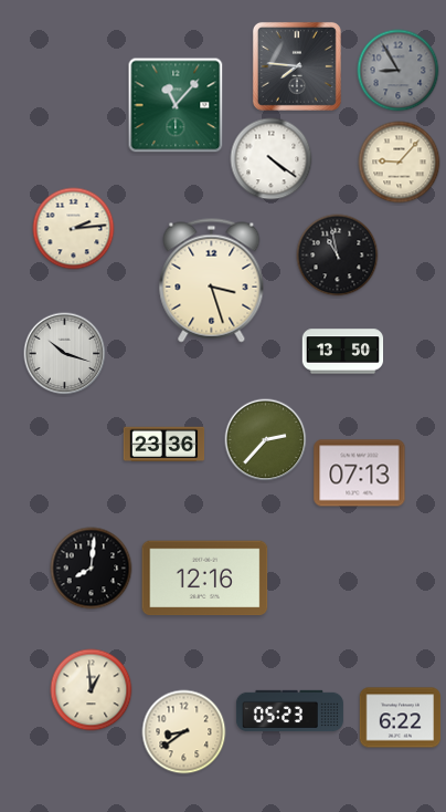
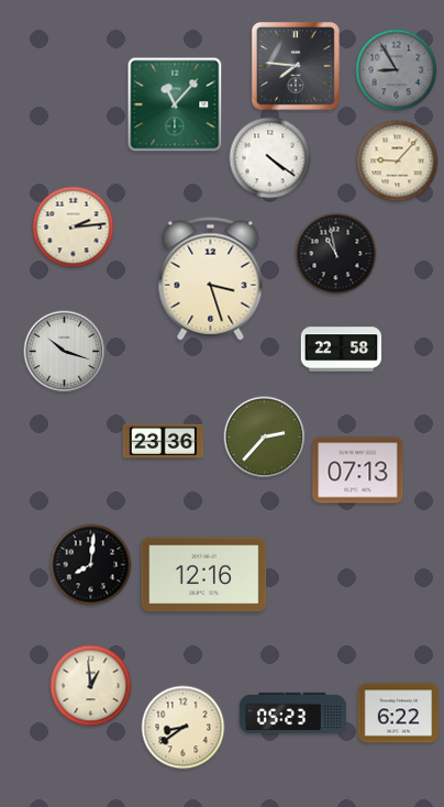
clock at (343, 352): 13:50 -> 22:58
clock at (289, 711) position: (289, 711) -> (292, 714)
